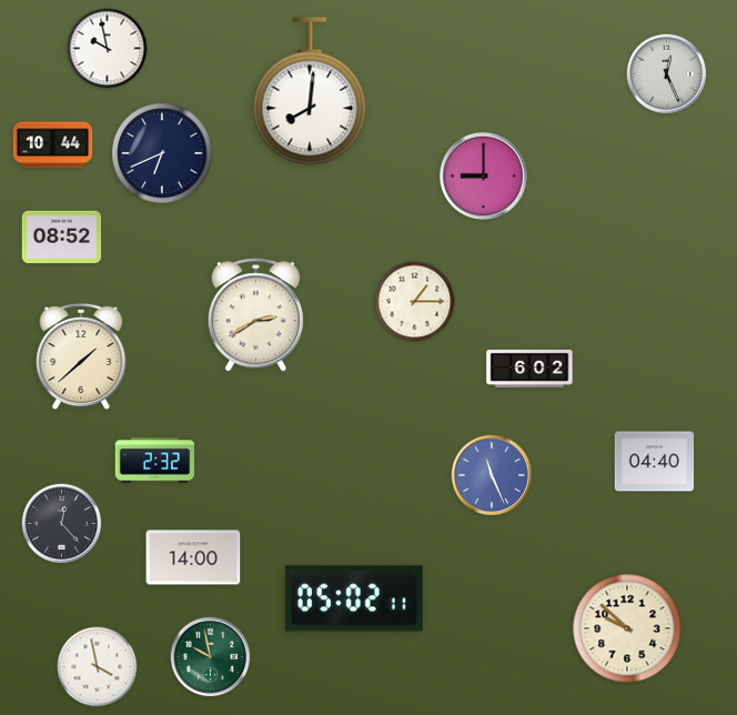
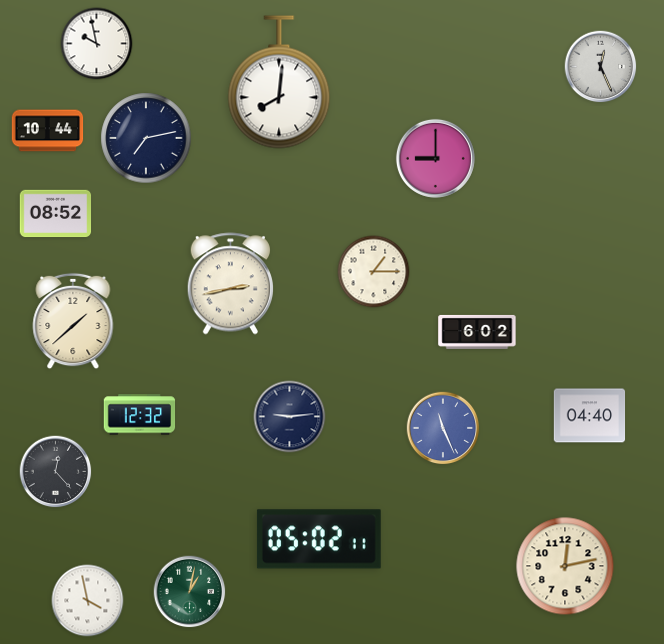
clock at (162, 153): 6:41 -> 7:13
clock at (255, 315): 2:40 -> 2:43
clock at (155, 461): 2:32 -> 12:32
clock at (290, 417): none -> 9:14
clock at (193, 557): 14:00 -> none
clock at (627, 628): 9:52 -> 12:13
clock at (211, 657): 9:58 -> 1:02
